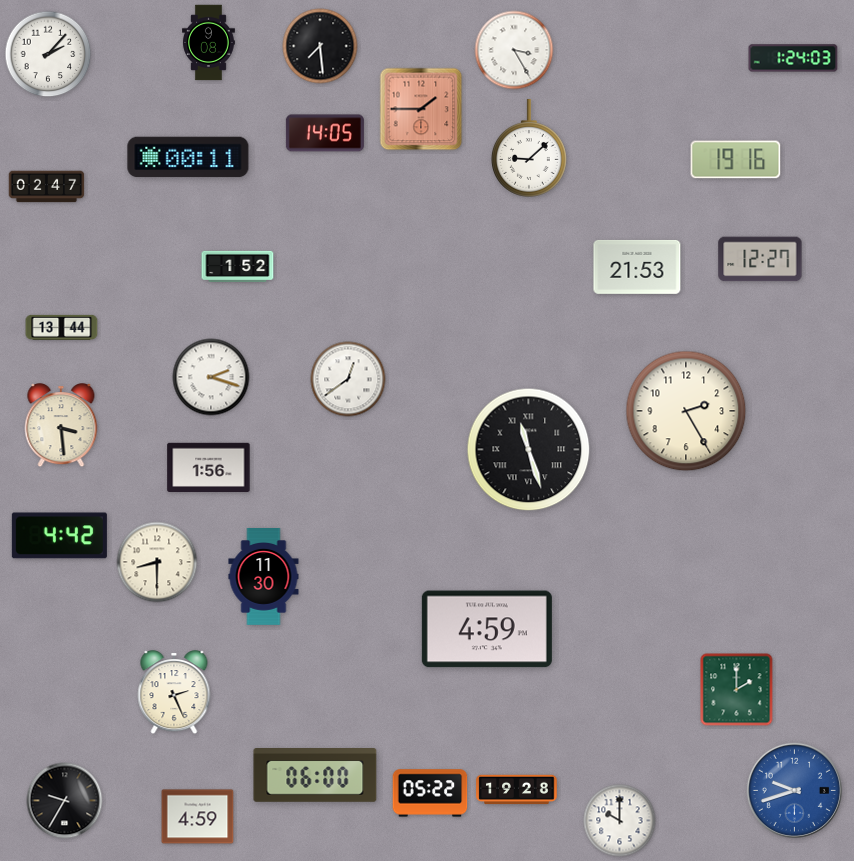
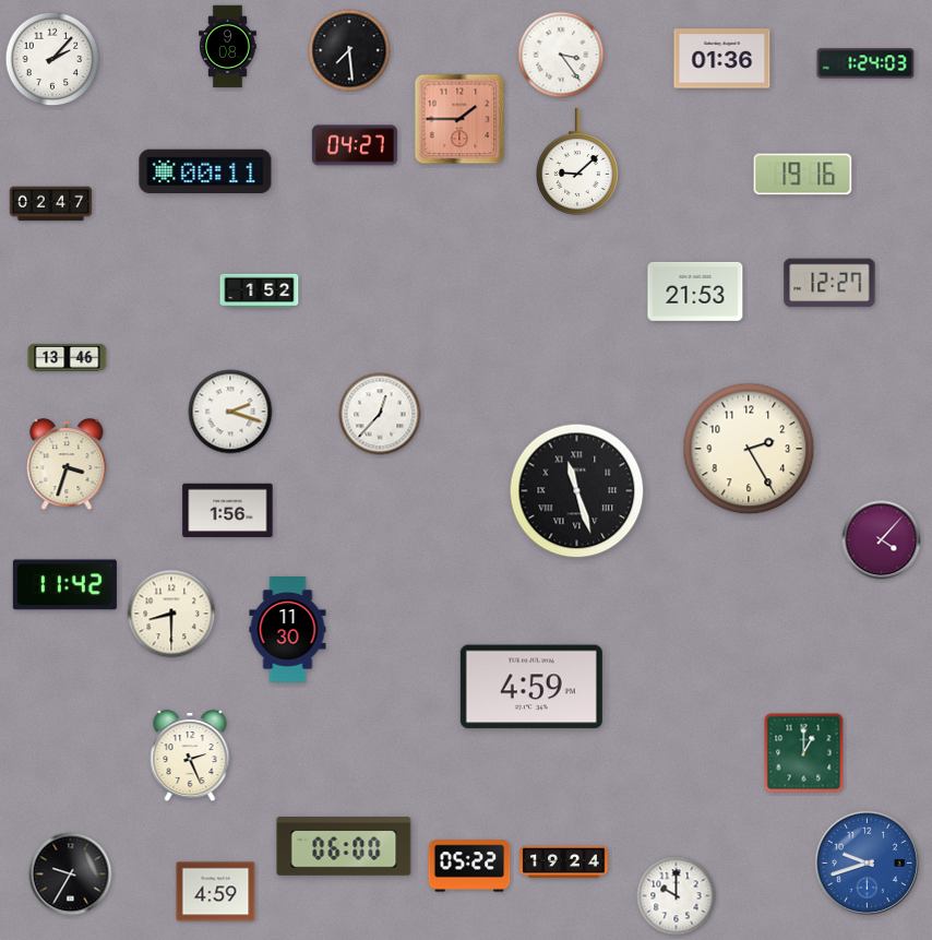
clock at (514, 50): 3:25 -> 3:24
clock at (722, 59): none -> 01:36
clock at (325, 133): 14:05 -> 04:27
clock at (62, 327): 13:44 -> 13:46
clock at (348, 379): 12:39 -> 12:37
clock at (61, 426): 3:29 -> 3:33
clock at (882, 540): none -> 4:07
clock at (59, 536): 4:42 -> 11:42
clock at (737, 690): 2:00 -> 1:00
clock at (517, 790): 19:28 -> 19:24
